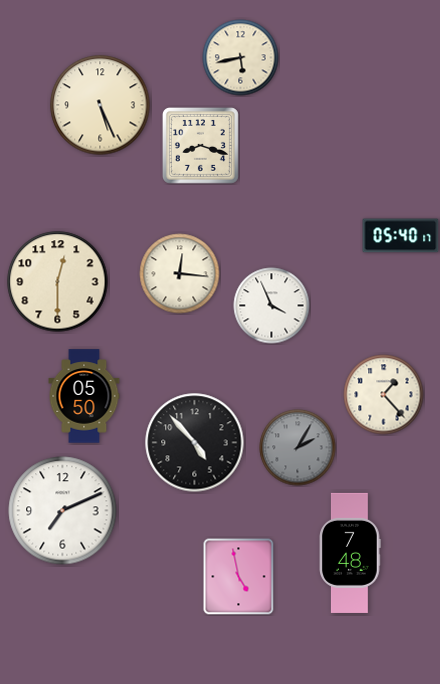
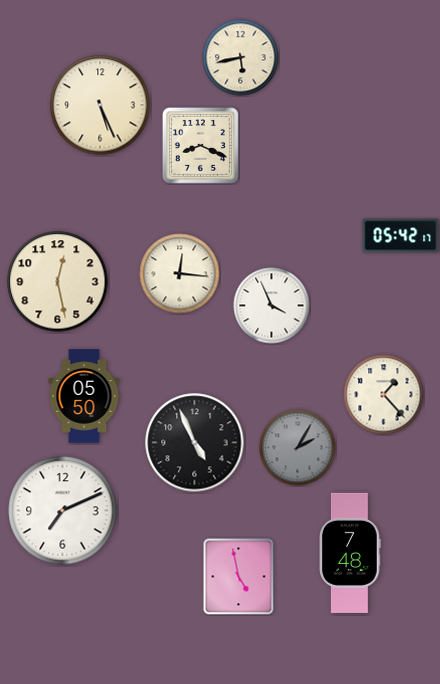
clock at (200, 145): 8:18 -> 8:19
clock at (401, 236): 05:40 -> 05:42
clock at (58, 282): 12:30 -> 12:28
clock at (195, 443): 4:53 -> 4:56
